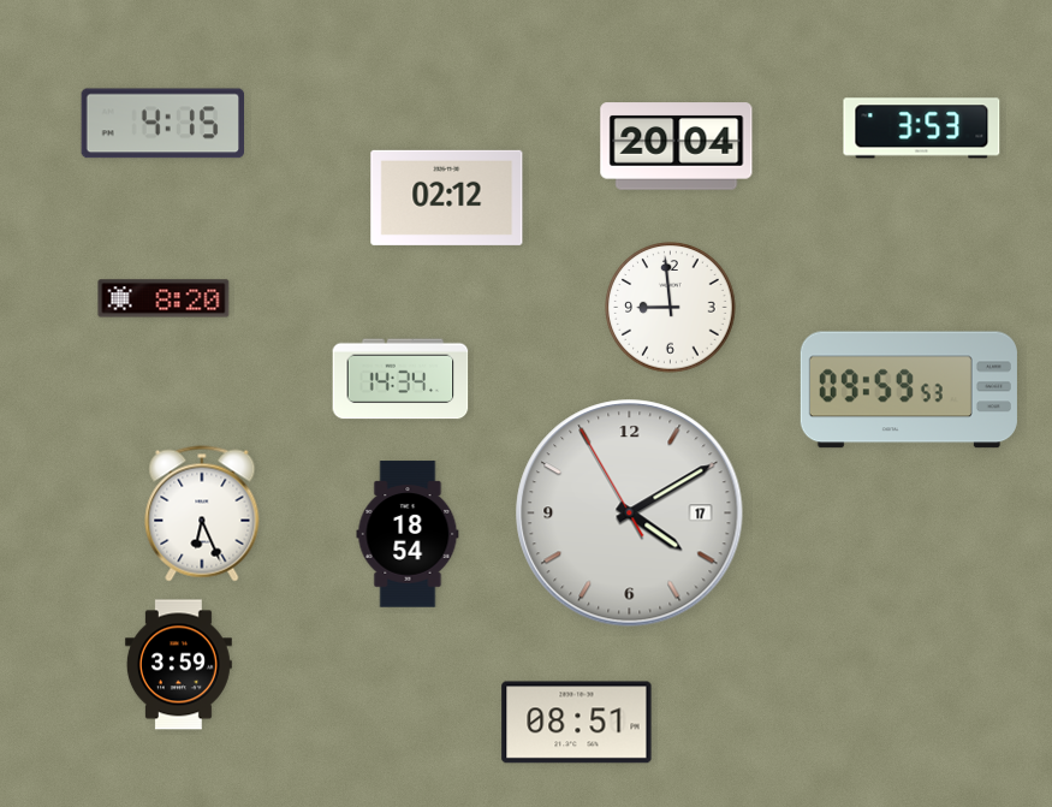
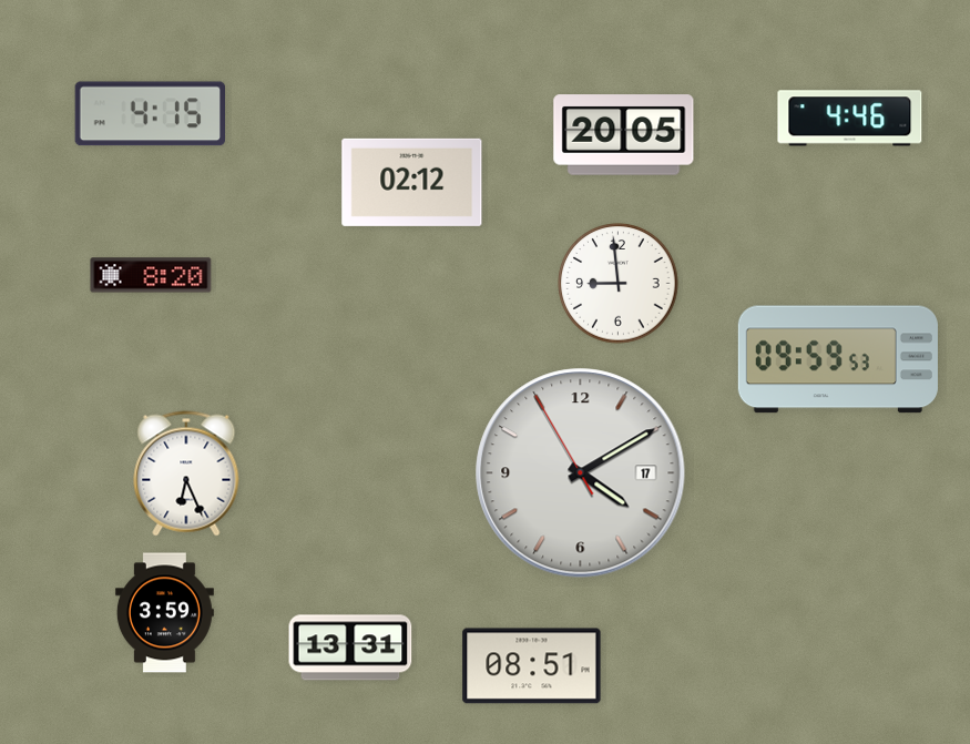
clock at (922, 129): 3:53 -> 4:46
clock at (677, 147): 20:04 -> 20:05
clock at (400, 379): 14:34 -> none
clock at (408, 534): 18:54 -> none
clock at (350, 648): none -> 13:31
